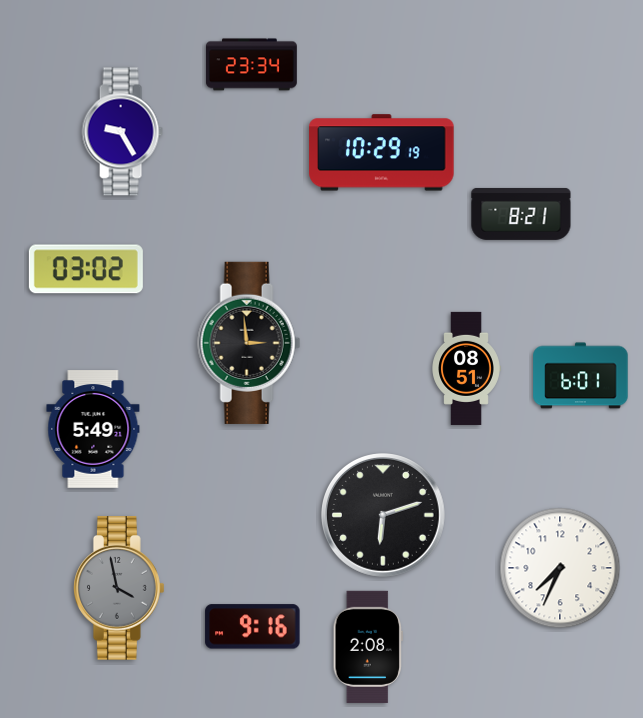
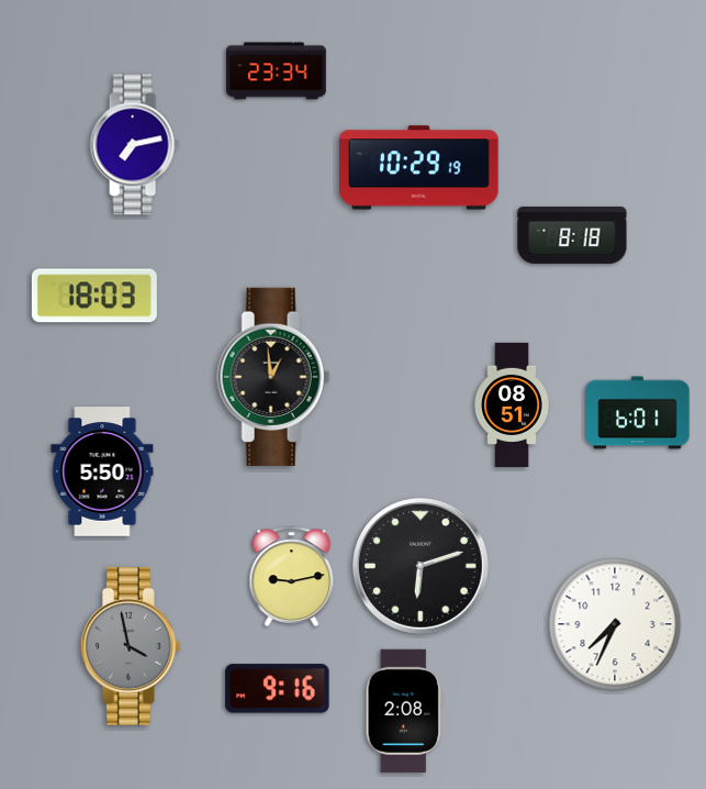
clock at (122, 132): 9:25 -> 7:13
clock at (521, 214): 8:21 -> 8:18
clock at (86, 269): 03:02 -> 18:03
clock at (249, 343): 2:59 -> 12:59
clock at (93, 429): 5:49 -> 5:50
clock at (292, 576): none -> 9:13
